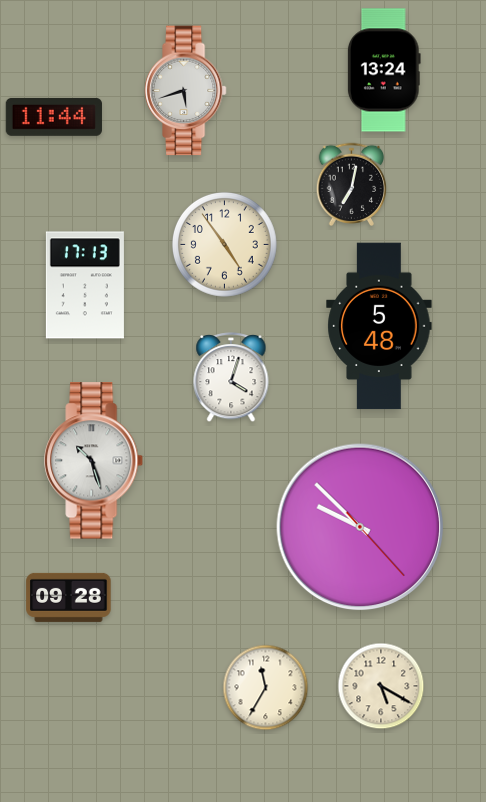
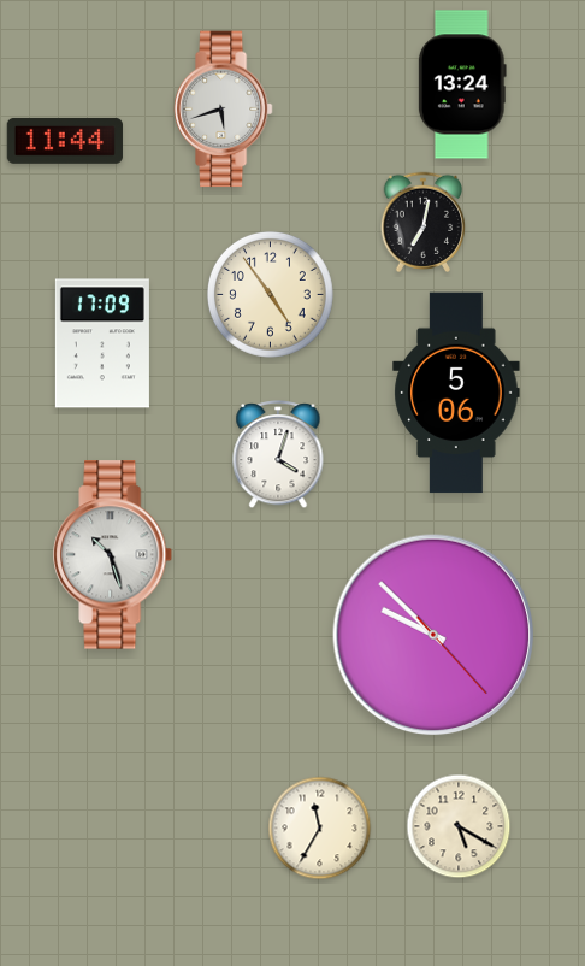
clock at (85, 285): 17:13 -> 17:09
clock at (379, 326): 5:48 -> 5:06
clock at (69, 597): 09:28 -> none
